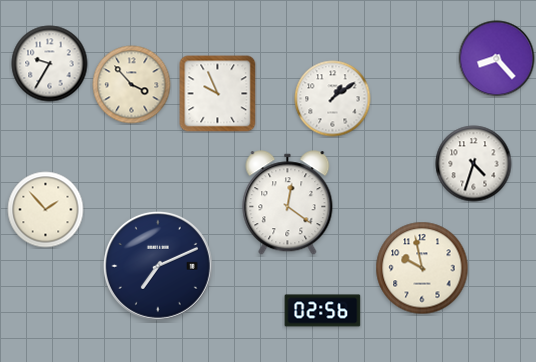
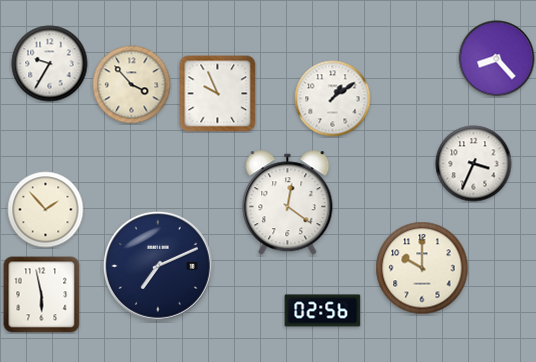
clock at (474, 164): 4:33 -> 3:34
clock at (422, 268): 9:58 -> 10:00
clock at (42, 295): none -> 5:58
